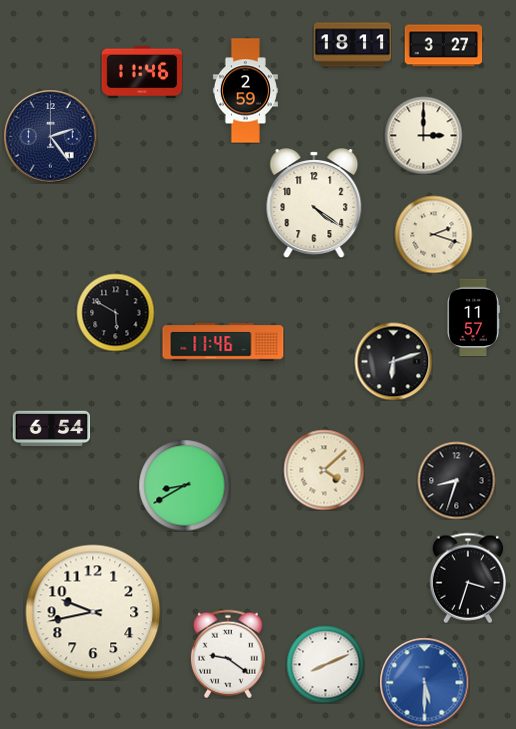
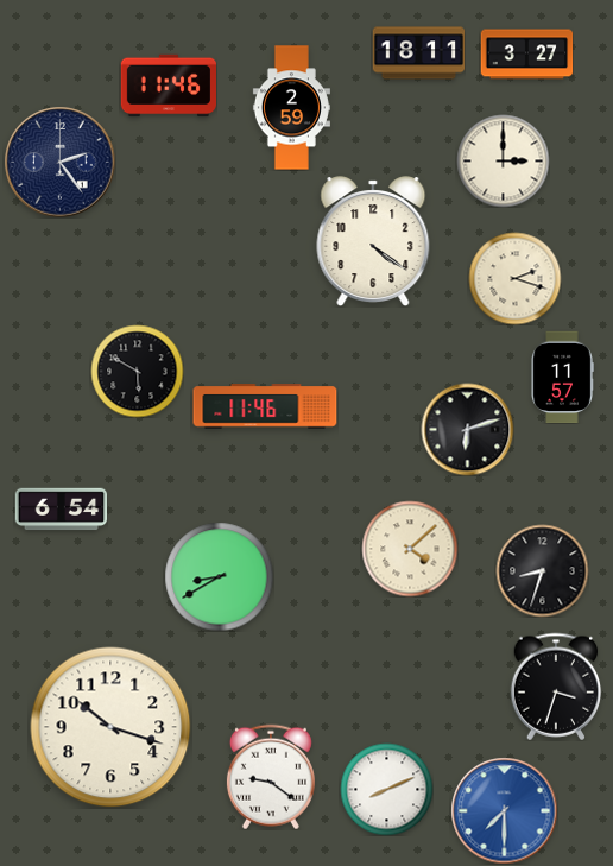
clock at (324, 470) position: (324, 470) -> (410, 549)
clock at (93, 612): 9:43 -> 10:18
clock at (424, 682): 5:30 -> 7:30
